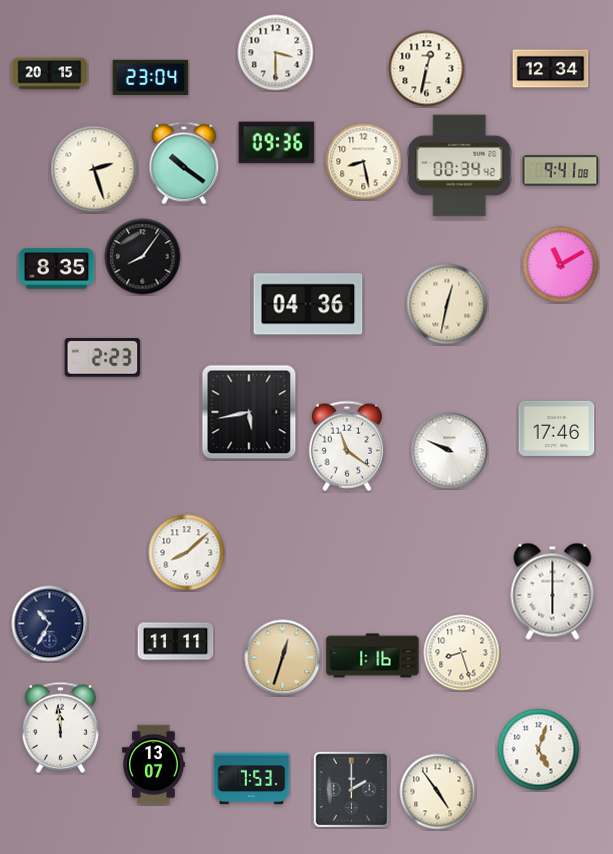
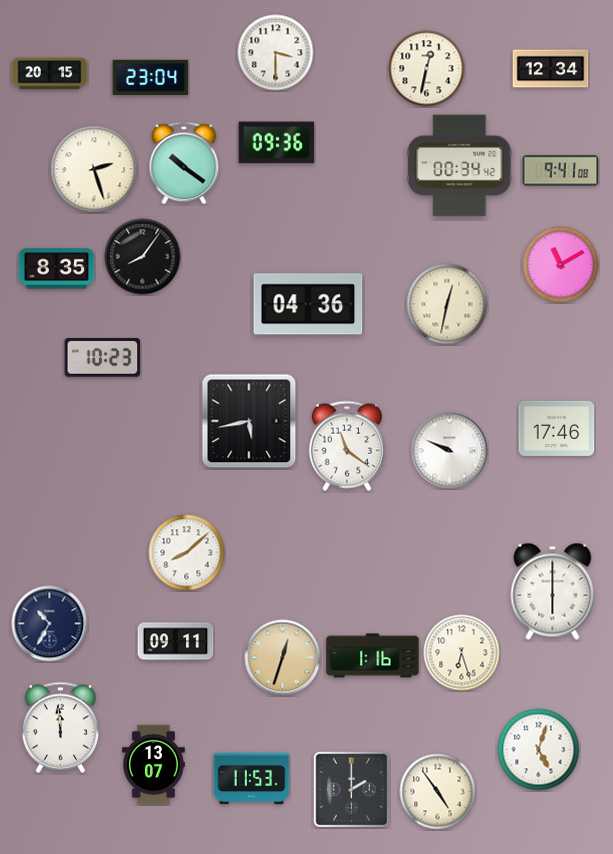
clock at (364, 162): 8:28 -> none
clock at (103, 358): 2:23 -> 10:23
clock at (249, 412) position: (249, 412) -> (249, 421)
clock at (176, 642): 11:11 -> 09:11
clock at (462, 653): 8:27 -> 6:27
clock at (252, 779): 7:53 -> 11:53
